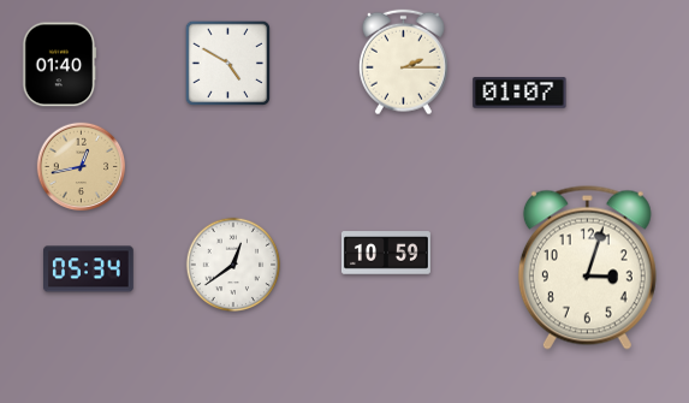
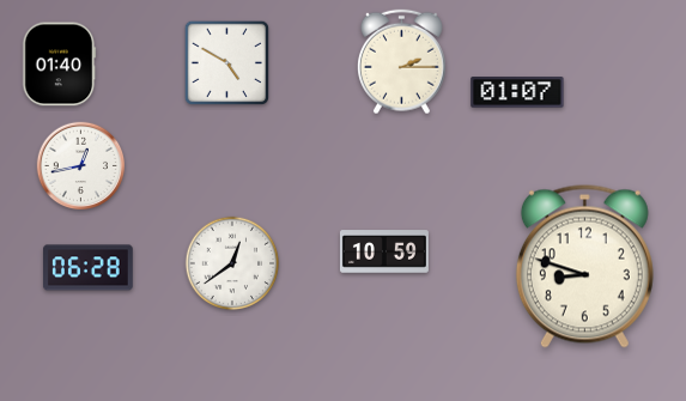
clock at (82, 167) dial: champagne -> white
clock at (587, 267): 3:03 -> 8:48
clock at (89, 269): 05:34 -> 06:28
